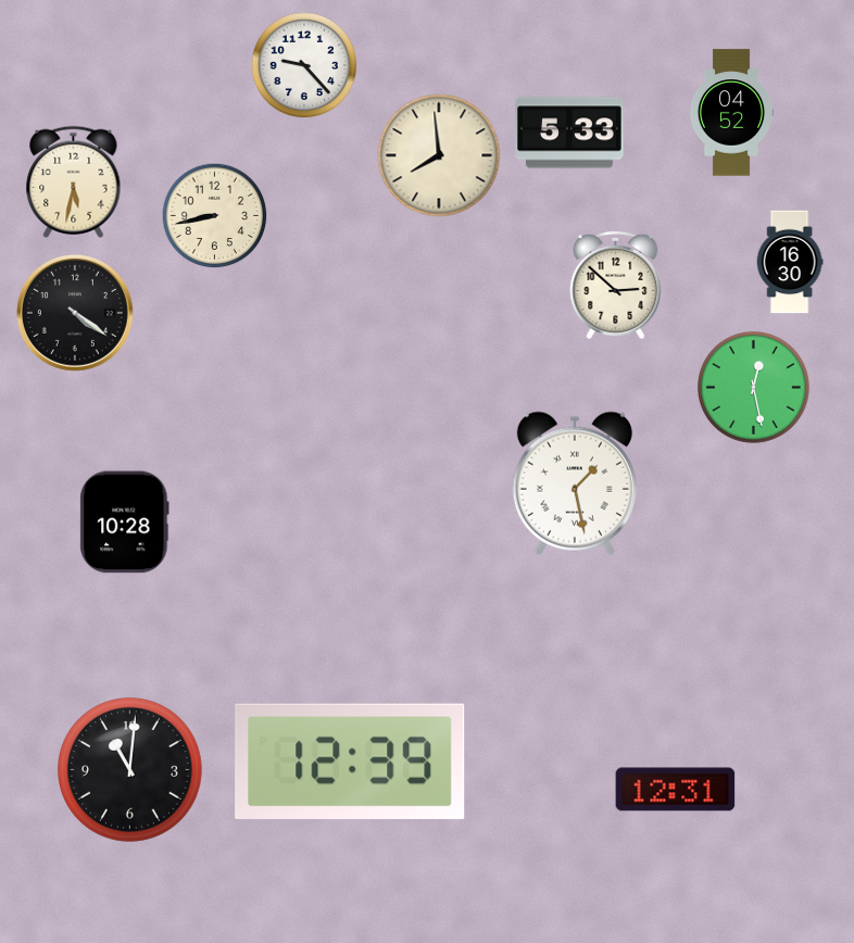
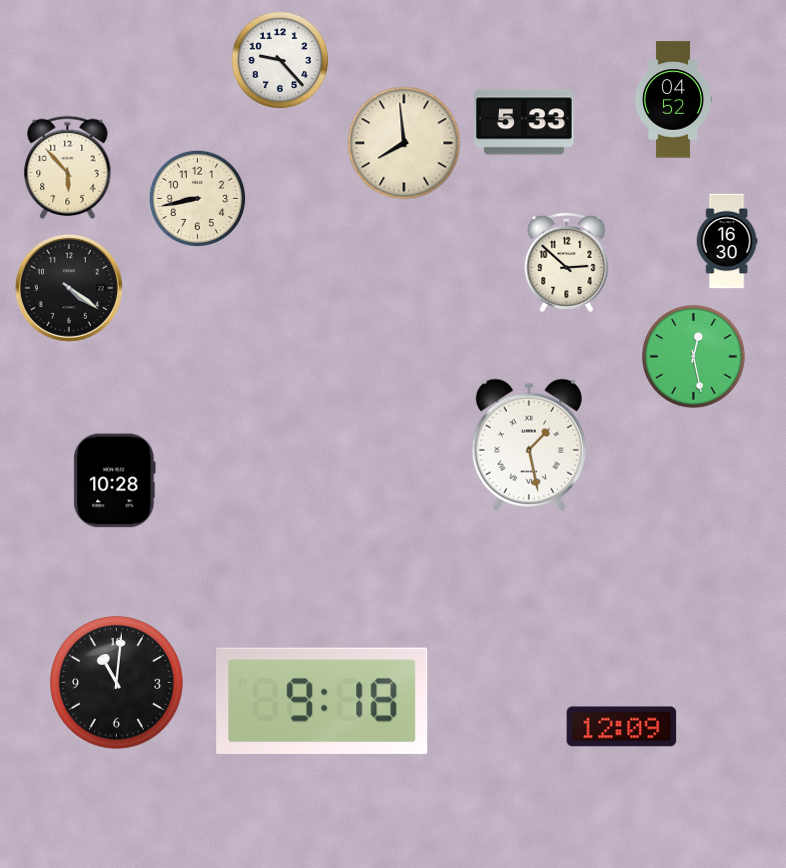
clock at (731, 113) position: (731, 113) -> (673, 100)
clock at (74, 183): 5:32 -> 5:53
clock at (350, 762): 12:39 -> 9:18
clock at (130, 770) position: (130, 770) -> (117, 683)
clock at (676, 790): 12:31 -> 12:09
